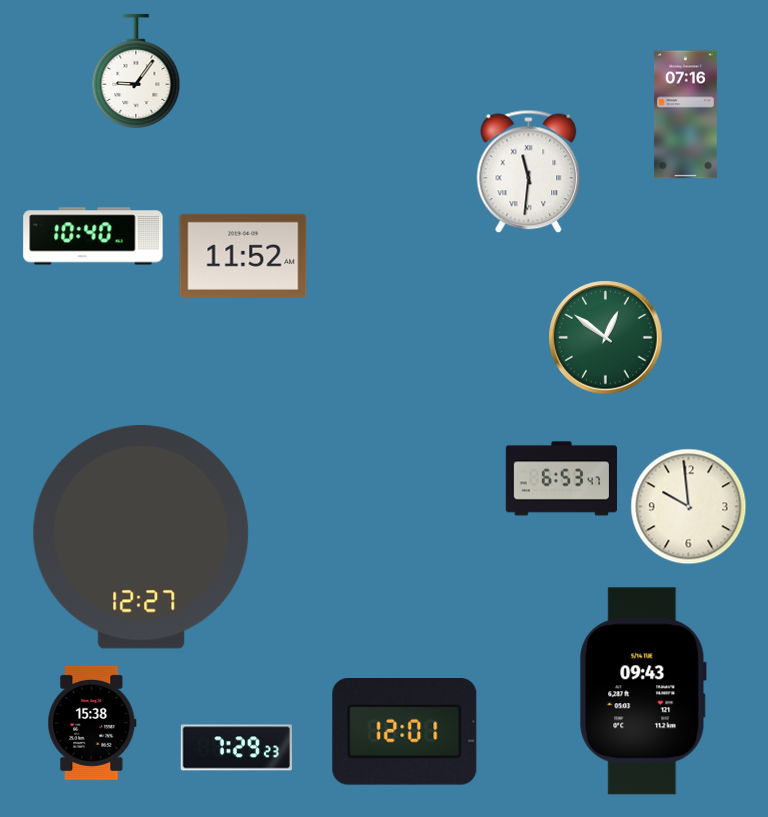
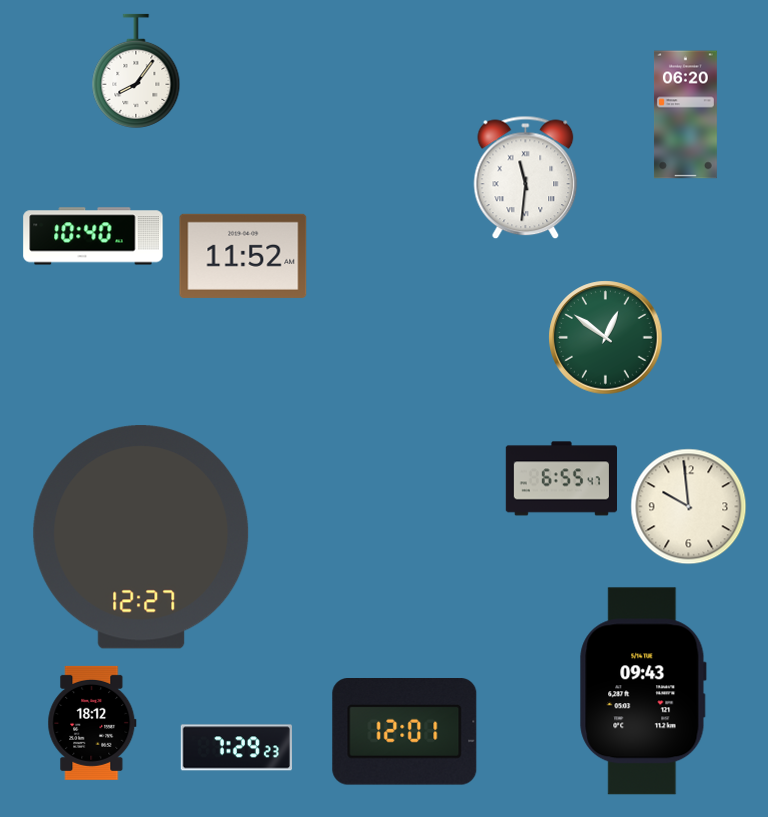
clock at (136, 71): 9:06 -> 8:06
clock at (685, 115): 07:16 -> 06:20
clock at (529, 172) position: (529, 172) -> (526, 178)
clock at (561, 479): 6:53 -> 6:55
clock at (92, 723): 15:38 -> 18:12
